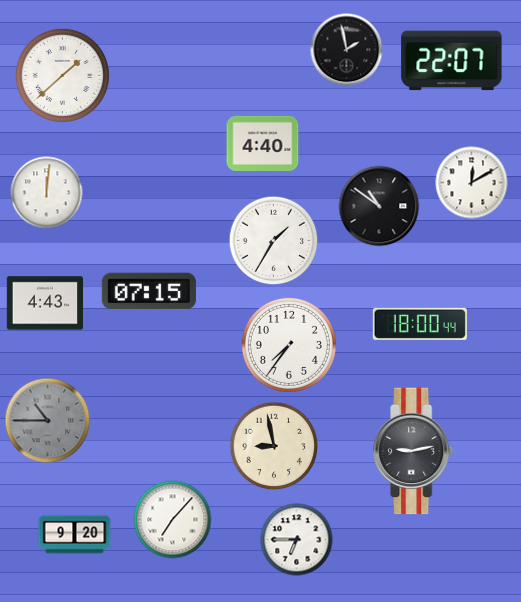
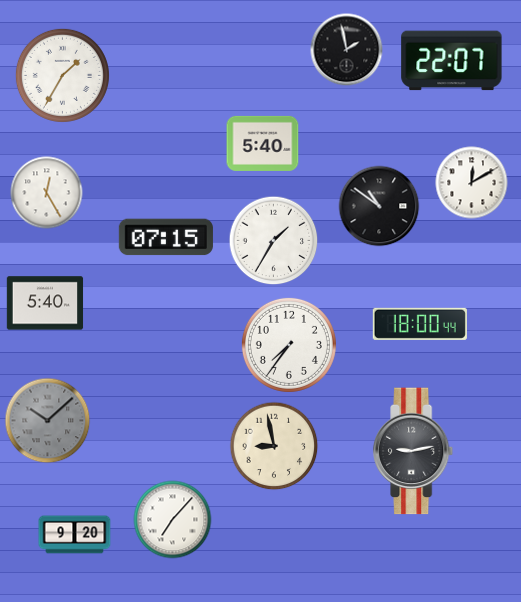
clock at (62, 75): 1:38 -> 1:35
clock at (263, 143): 4:40 -> 5:40
clock at (47, 193): 12:01 -> 12:25
clock at (149, 291) position: (149, 291) -> (166, 237)
clock at (45, 303): 4:43 -> 5:40
clock at (48, 421): 10:45 -> 10:08
clock at (297, 540): 6:45 -> none
